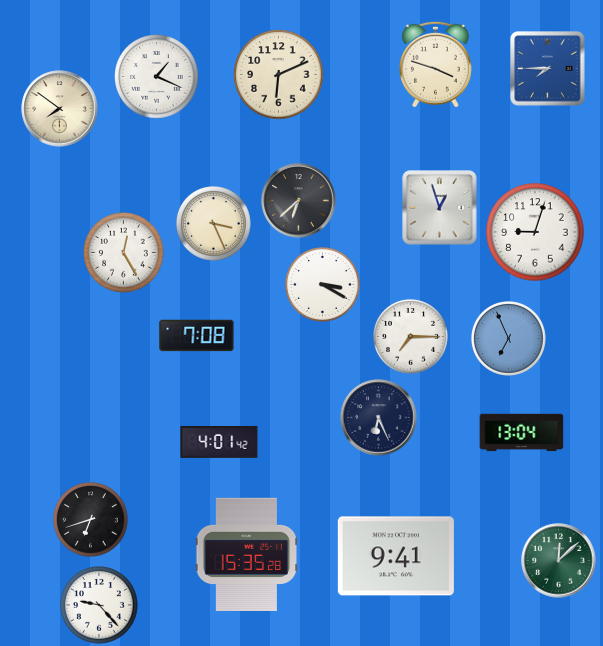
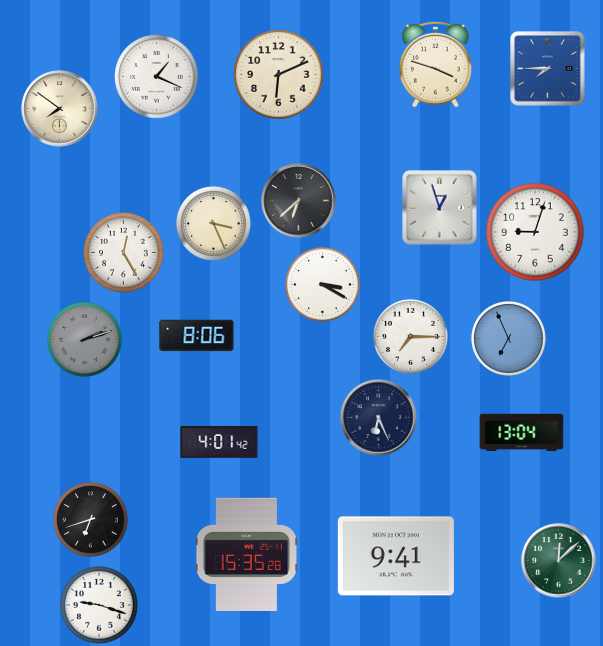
clock at (197, 336): 7:08 -> 8:06
clock at (84, 339): none -> 2:12
clock at (100, 606): 9:23 -> 9:18
